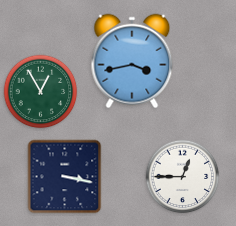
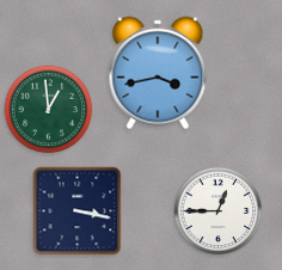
clock at (41, 92): 12:55 -> 12:59
